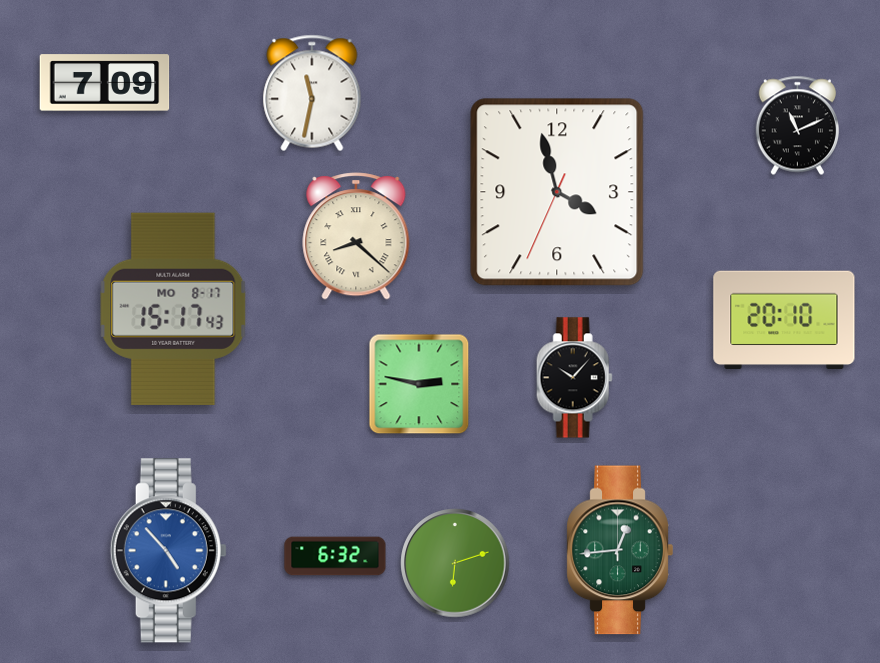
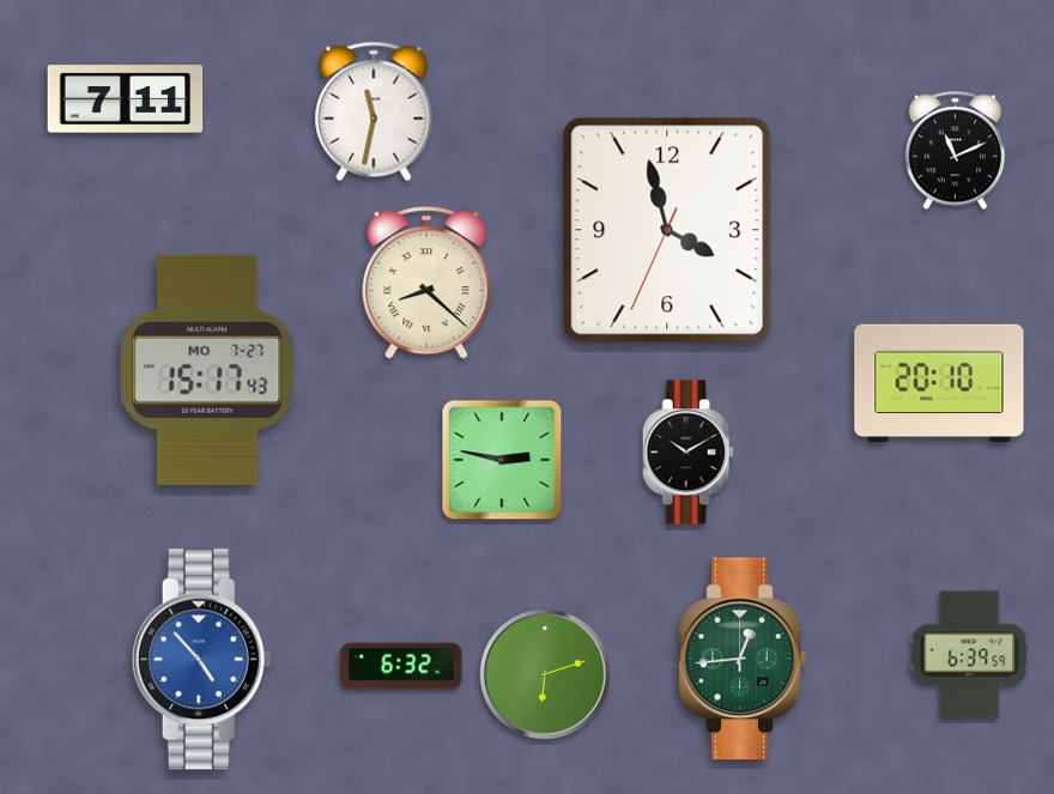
clock at (105, 83): 7:09 -> 7:11
clock at (173, 309) date: MO 8-17 -> MO 7-27
clock at (574, 378): 10:07 -> 10:10
clock at (970, 655): none -> 6:39
